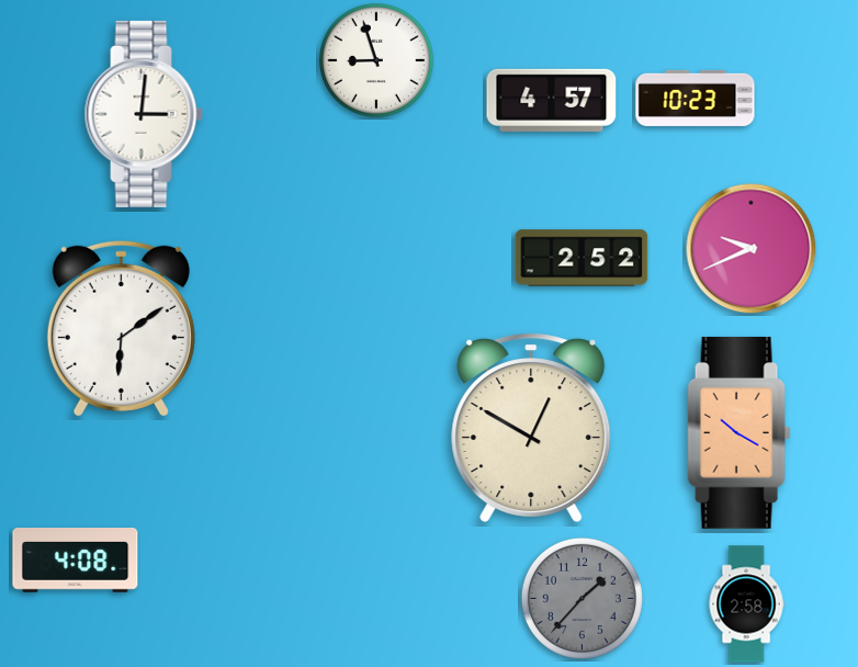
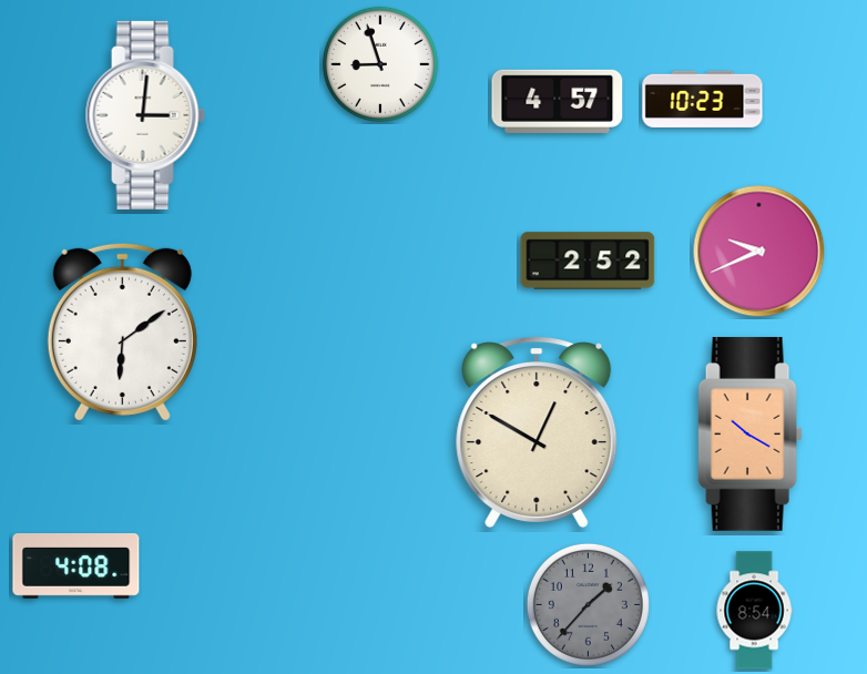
clock at (376, 60) position: (376, 60) -> (380, 64)
clock at (740, 432) position: (740, 432) -> (751, 433)
clock at (746, 604): 2:58 -> 8:54
